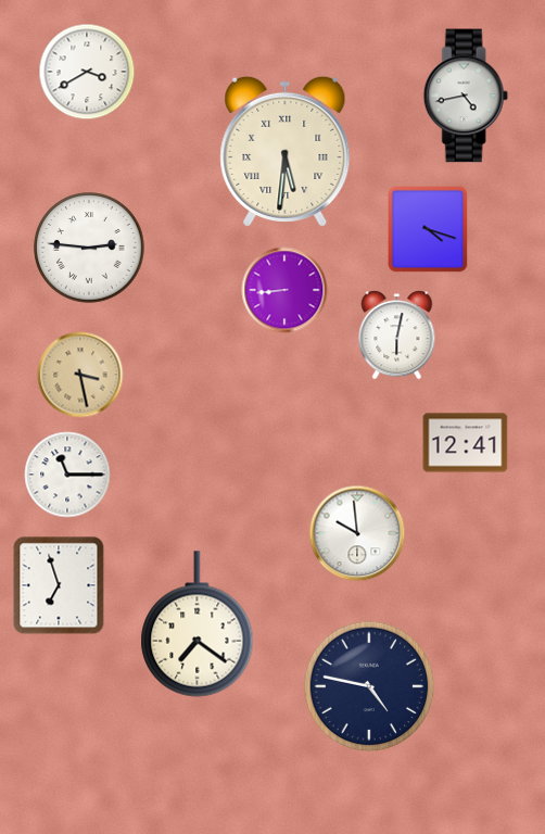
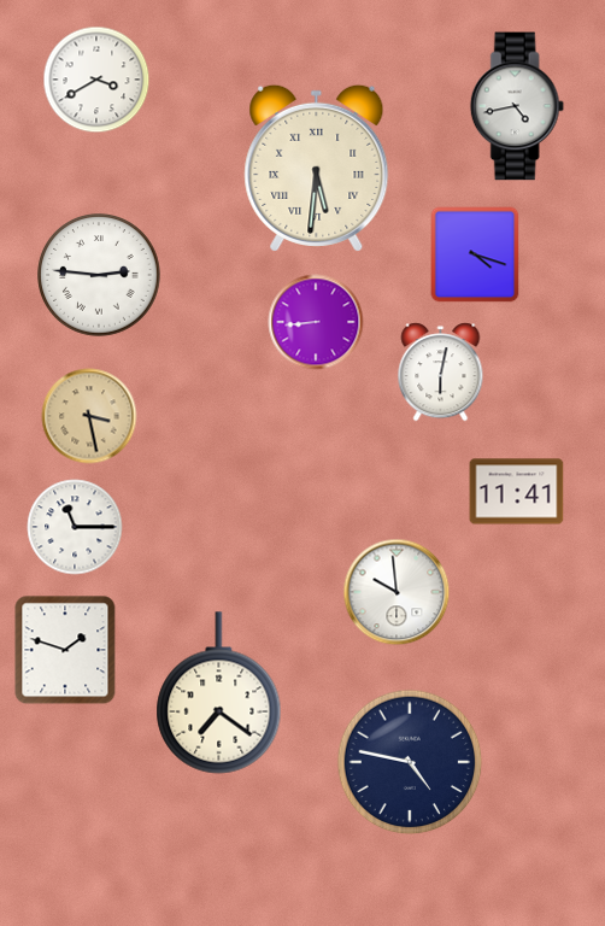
clock at (466, 443): 12:41 -> 11:41
clock at (59, 585): 6:57 -> 1:48
